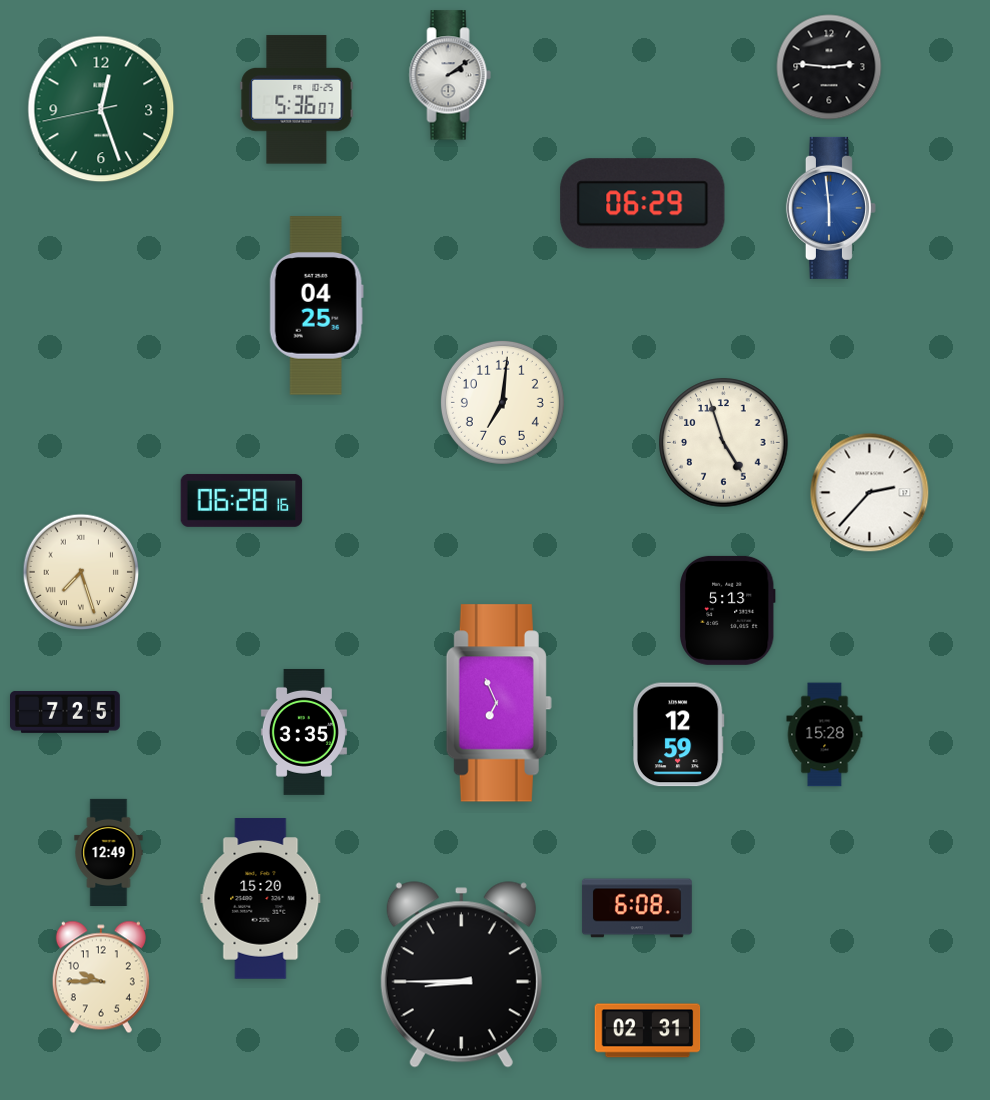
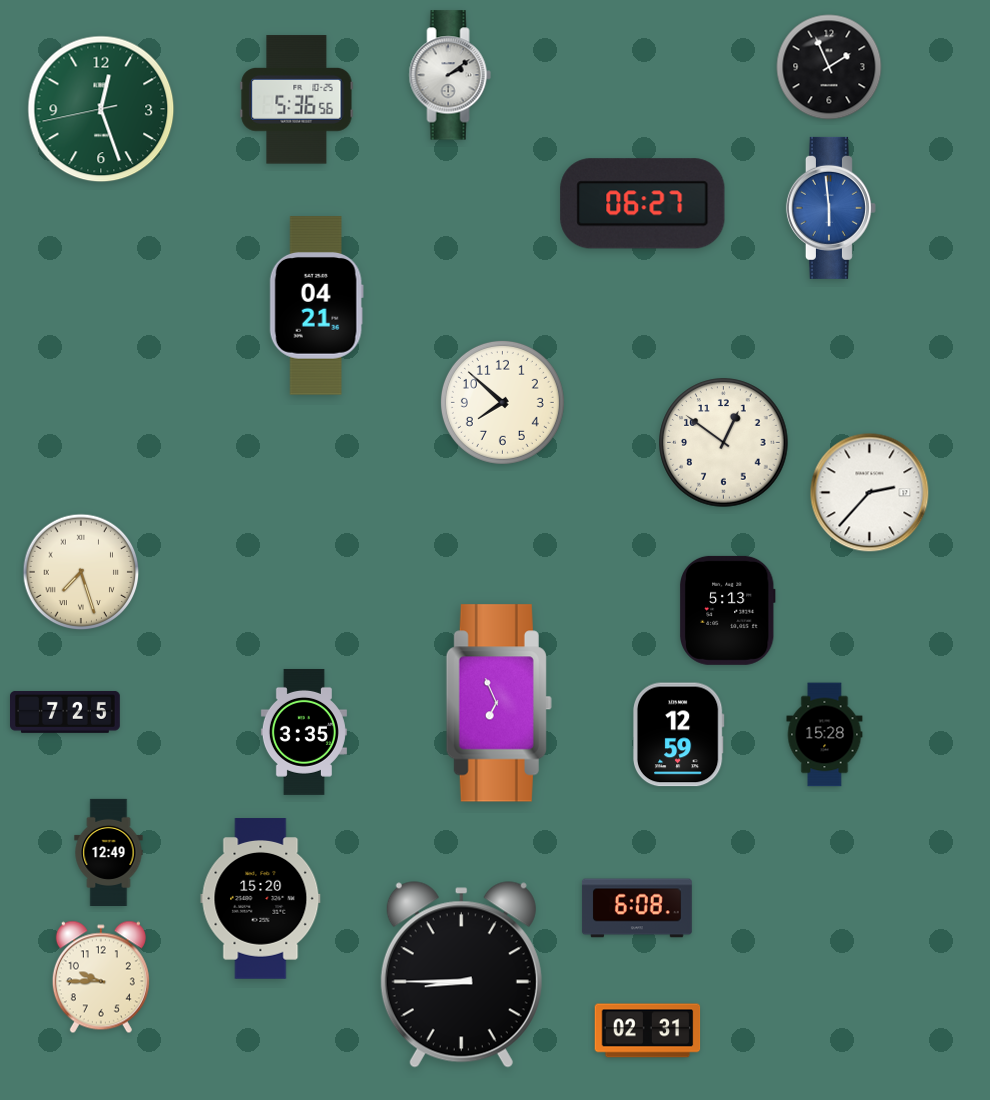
clock at (829, 67): 2:46 -> 1:56
clock at (297, 100): 5:36:07 -> 5:36:56
clock at (643, 204): 06:29 -> 06:27
clock at (316, 306): 04:25 -> 04:21
clock at (502, 402): 7:01 -> 7:52
clock at (724, 443): 4:57 -> 12:51
clock at (242, 500): 06:28 -> none
